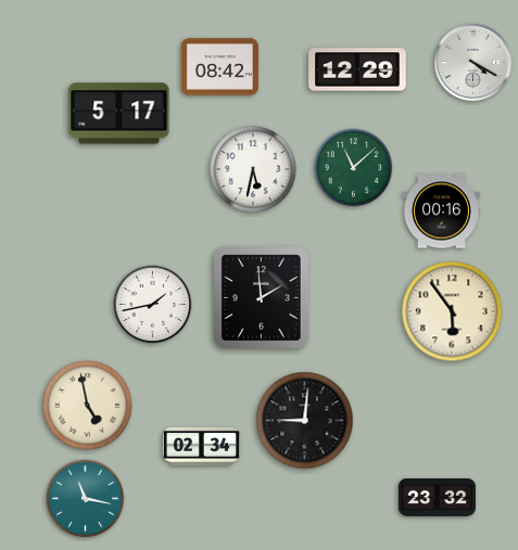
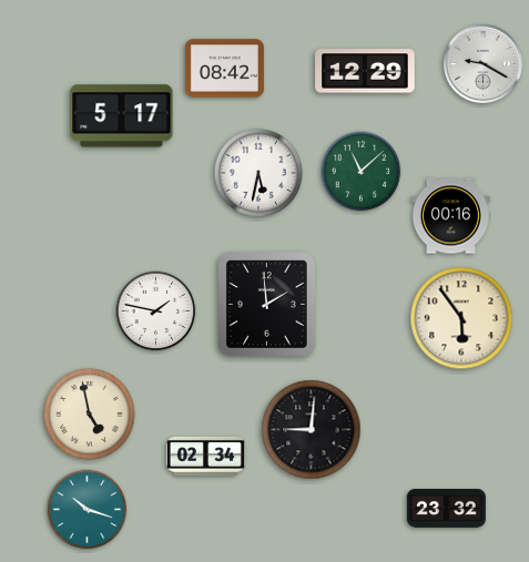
clock at (472, 62): 4:20 -> 9:20
clock at (153, 305): 1:43 -> 1:47
clock at (86, 499): 11:17 -> 10:18
